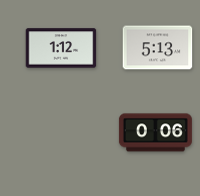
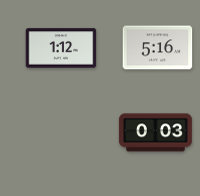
clock at (158, 48): 5:13 -> 5:16
clock at (155, 133): 0:06 -> 0:03
